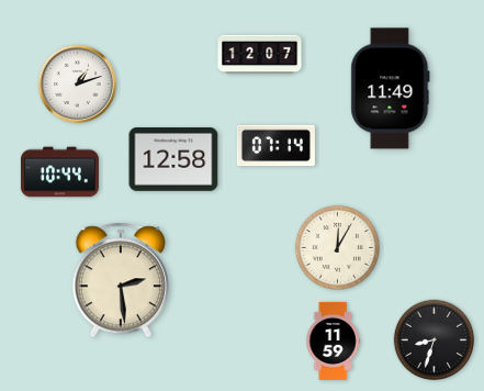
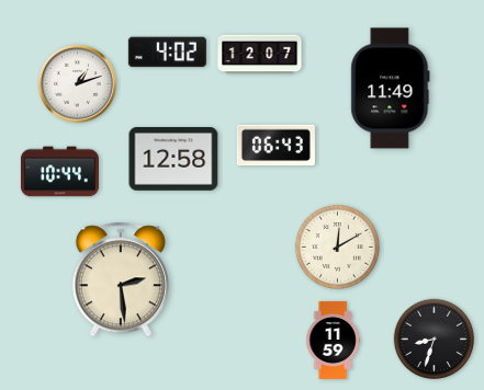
clock at (167, 53): none -> 4:02
clock at (275, 146): 07:14 -> 06:43
clock at (337, 247): 12:05 -> 12:10
